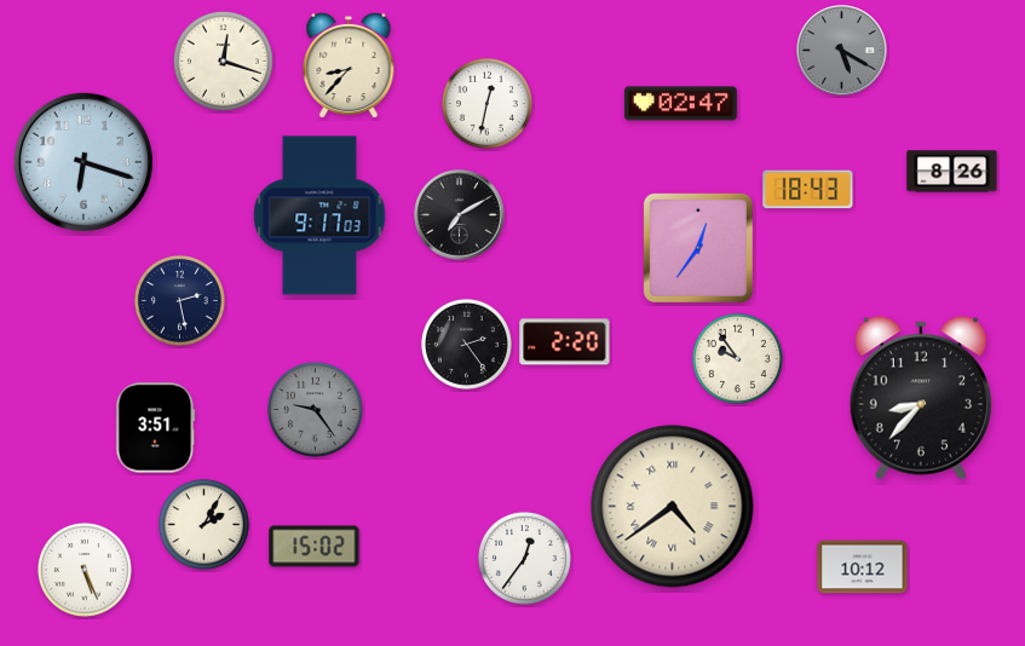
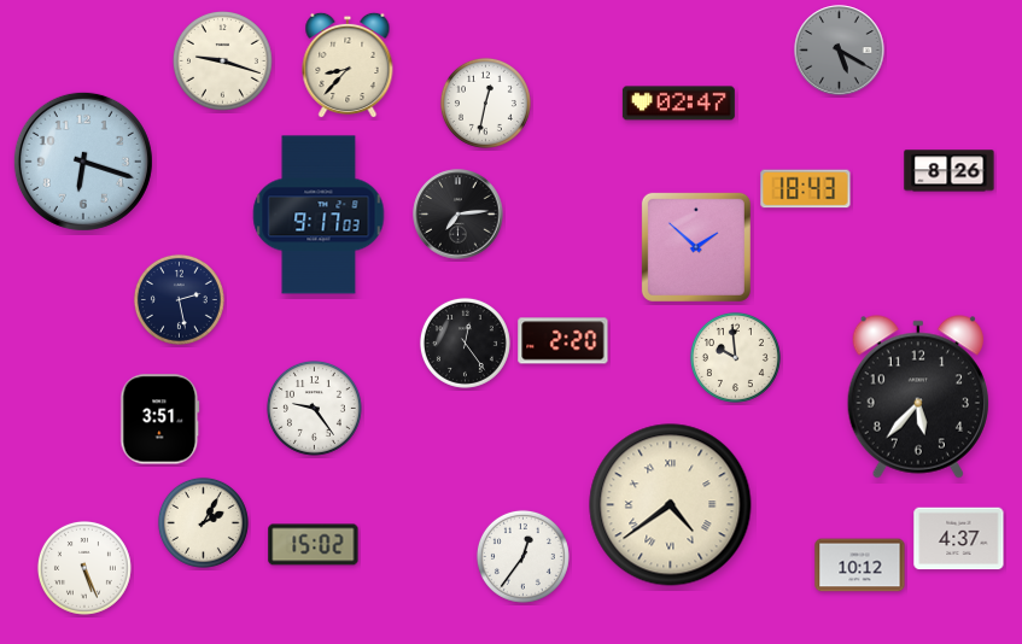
clock at (223, 60): 12:18 -> 9:18
clock at (460, 215): 7:10 -> 7:14
clock at (698, 248): 12:36 -> 1:52
clock at (466, 344): 2:24 -> 12:24
clock at (737, 358): 9:54 -> 9:59
clock at (921, 398): 8:37 -> 5:37
clock at (315, 409) dial: grey -> white
clock at (156, 428) position: (156, 428) -> (160, 420)
clock at (959, 539): none -> 4:37
